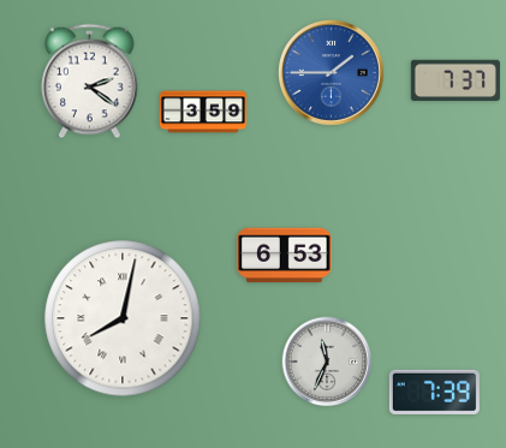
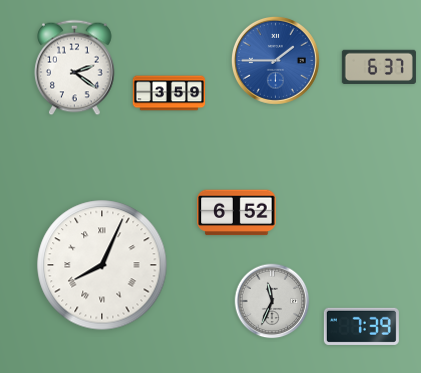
clock at (456, 79): 7:37 -> 6:37
clock at (285, 256): 6:53 -> 6:52
clock at (123, 318): 8:02 -> 8:04
